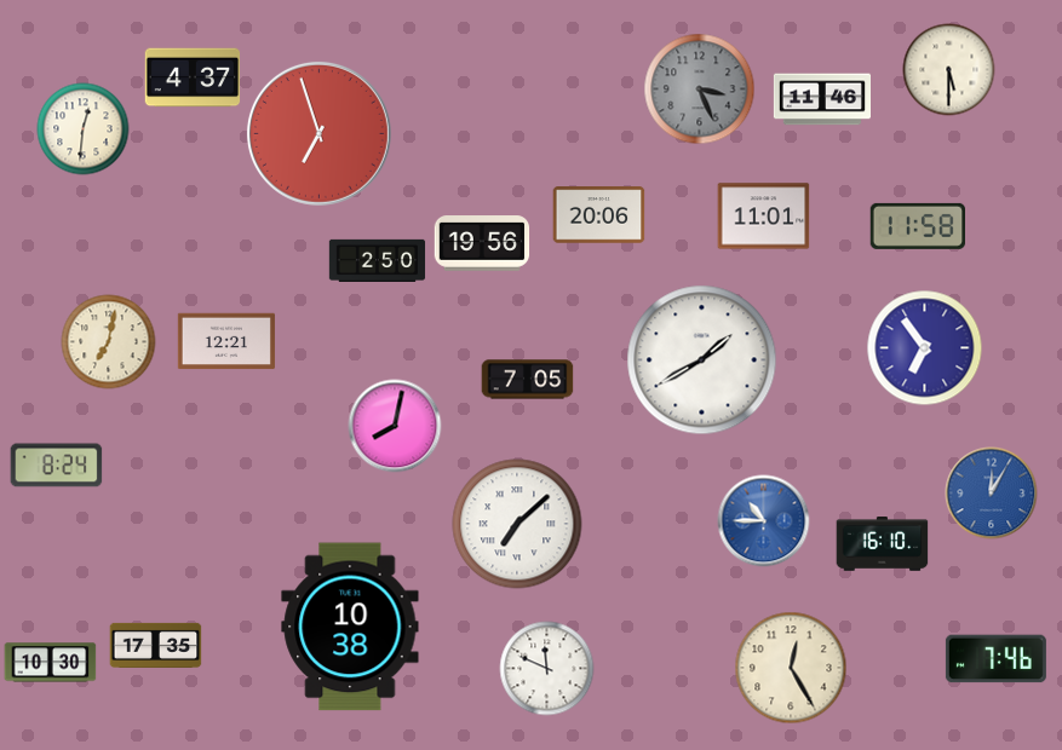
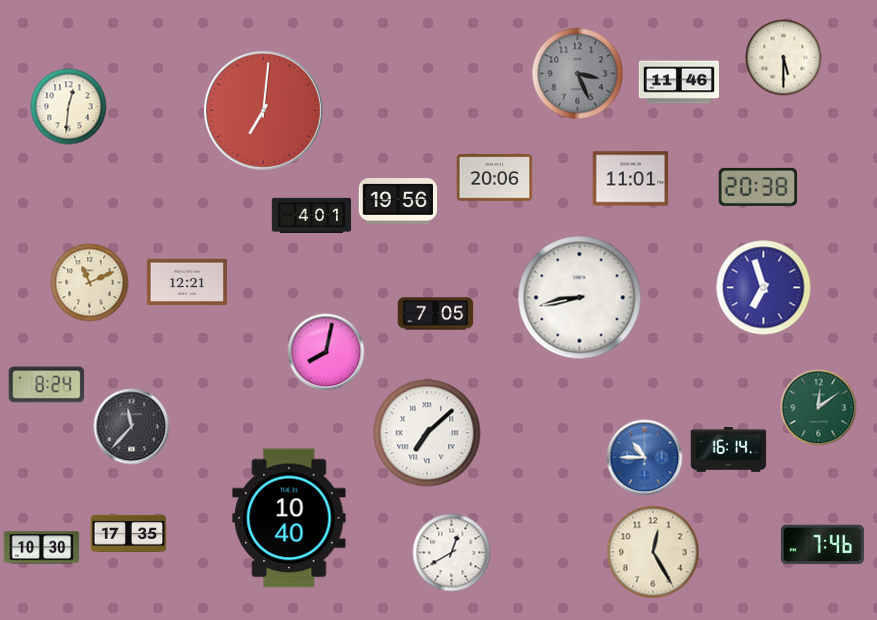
clock at (193, 77): 4:37 -> none
clock at (318, 133): 6:57 -> 7:01
clock at (917, 226): 11:58 -> 20:38
clock at (378, 260): 2:50 -> 4:01
clock at (109, 342): 7:02 -> 11:11
clock at (925, 348): 6:54 -> 6:57
clock at (702, 360): 1:40 -> 8:43
clock at (992, 494): 12:05 -> 12:09
clock at (992, 494) dial: blue -> green
clock at (132, 427): none -> 11:37
clock at (764, 521) position: (764, 521) -> (645, 458)
clock at (883, 544): 16:10 -> 16:14
clock at (350, 627): 10:38 -> 10:40
clock at (547, 669): 11:49 -> 12:40
